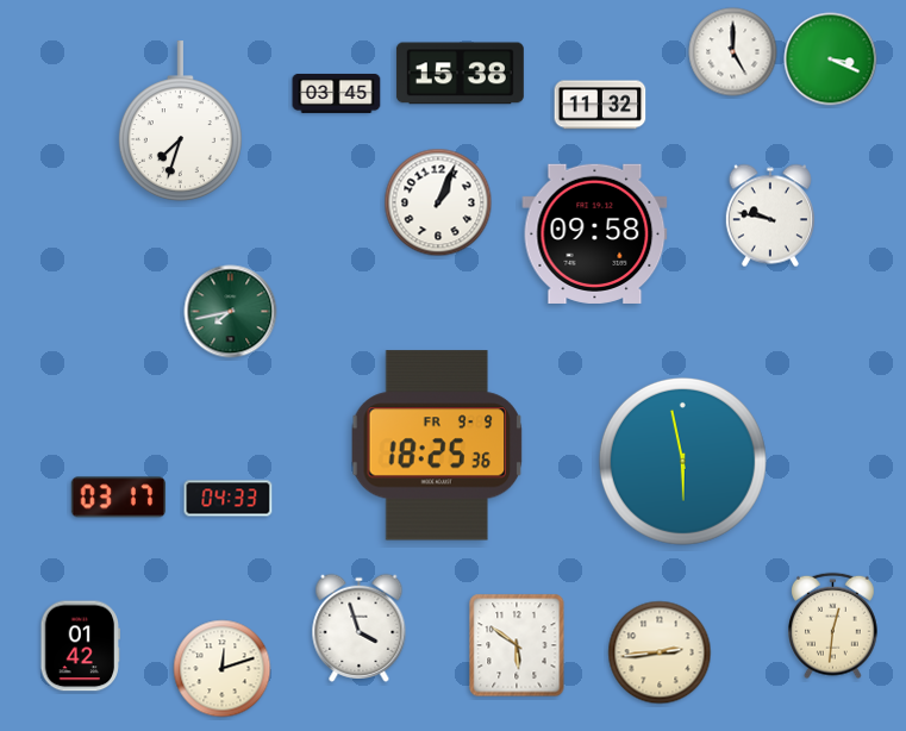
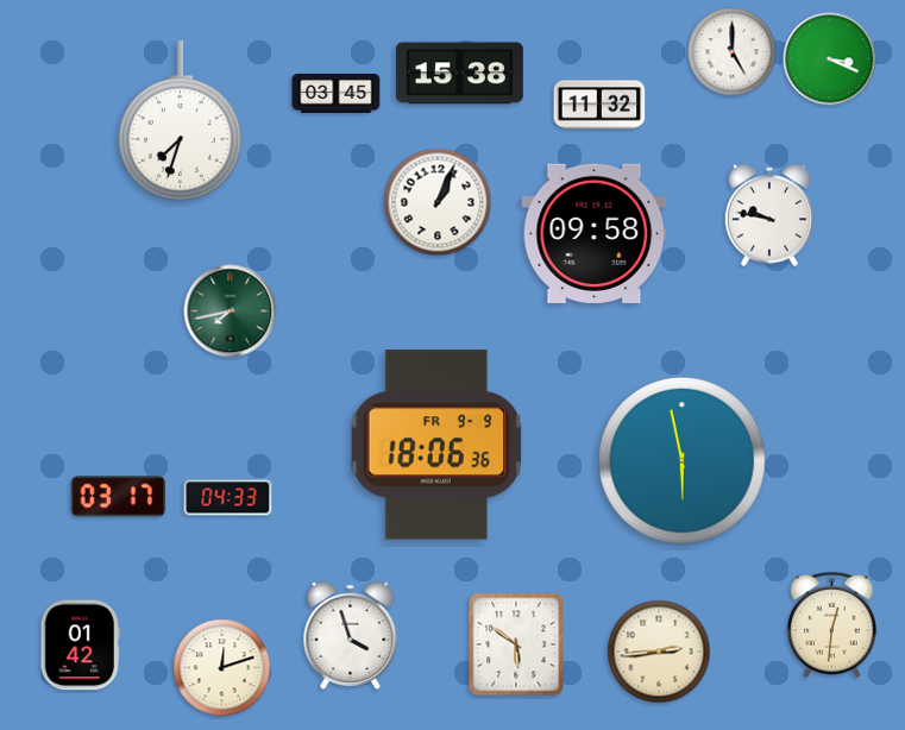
clock at (437, 445): 18:25 -> 18:06
clock at (360, 627) position: (360, 627) -> (351, 635)
